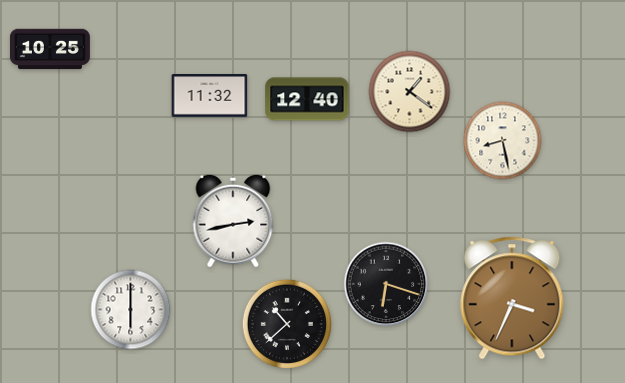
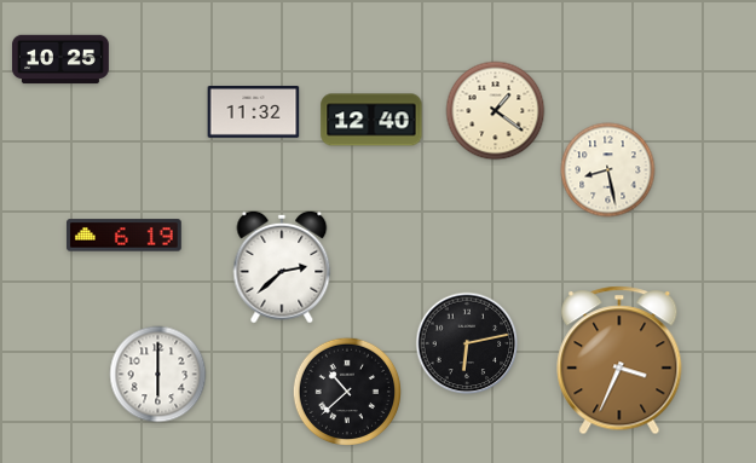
clock at (210, 96) position: (210, 96) -> (254, 112)
clock at (123, 236): none -> 6:19
clock at (233, 221): 2:43 -> 2:38
clock at (386, 284): 6:18 -> 6:13
